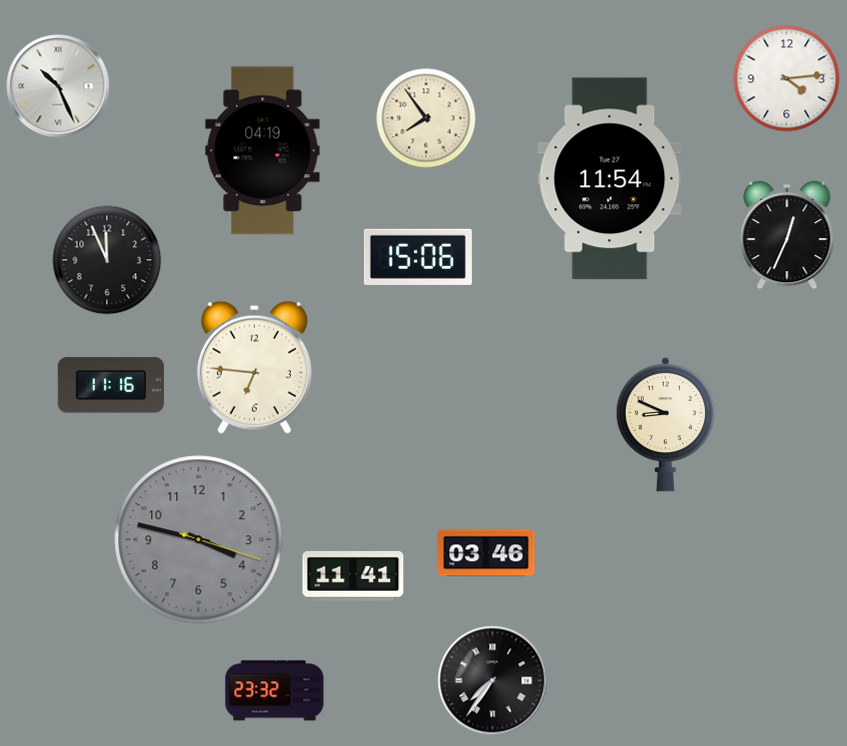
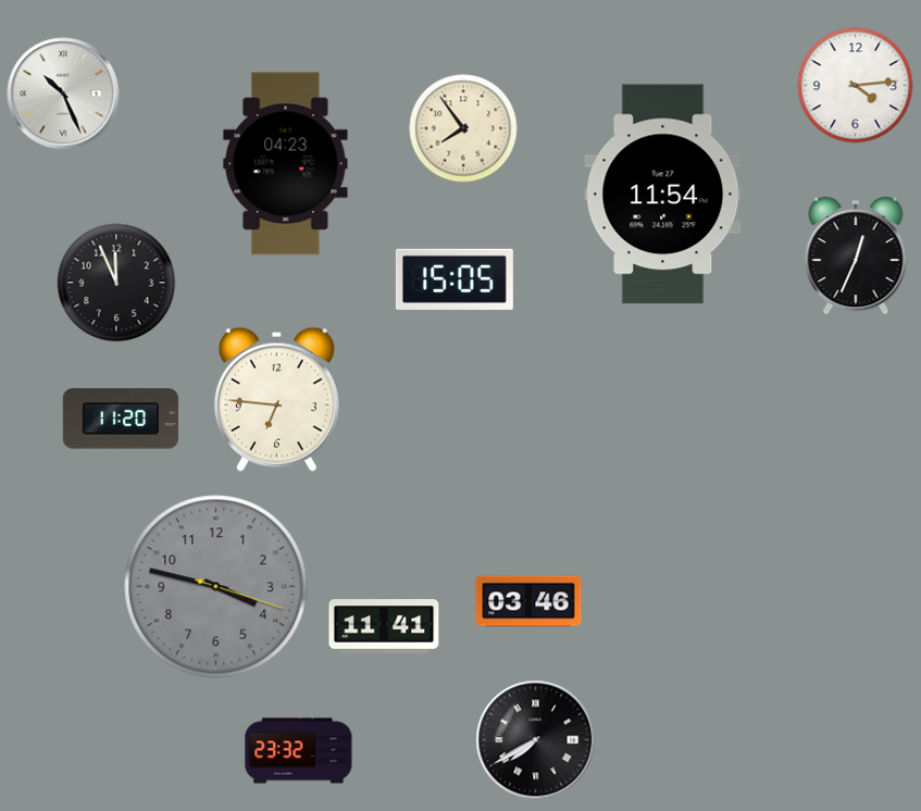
clock at (263, 151): 04:19 -> 04:23
clock at (418, 257): 15:06 -> 15:05
clock at (111, 385): 11:16 -> 11:20
clock at (666, 424): 8:49 -> none
clock at (493, 681): 7:36 -> 7:40
